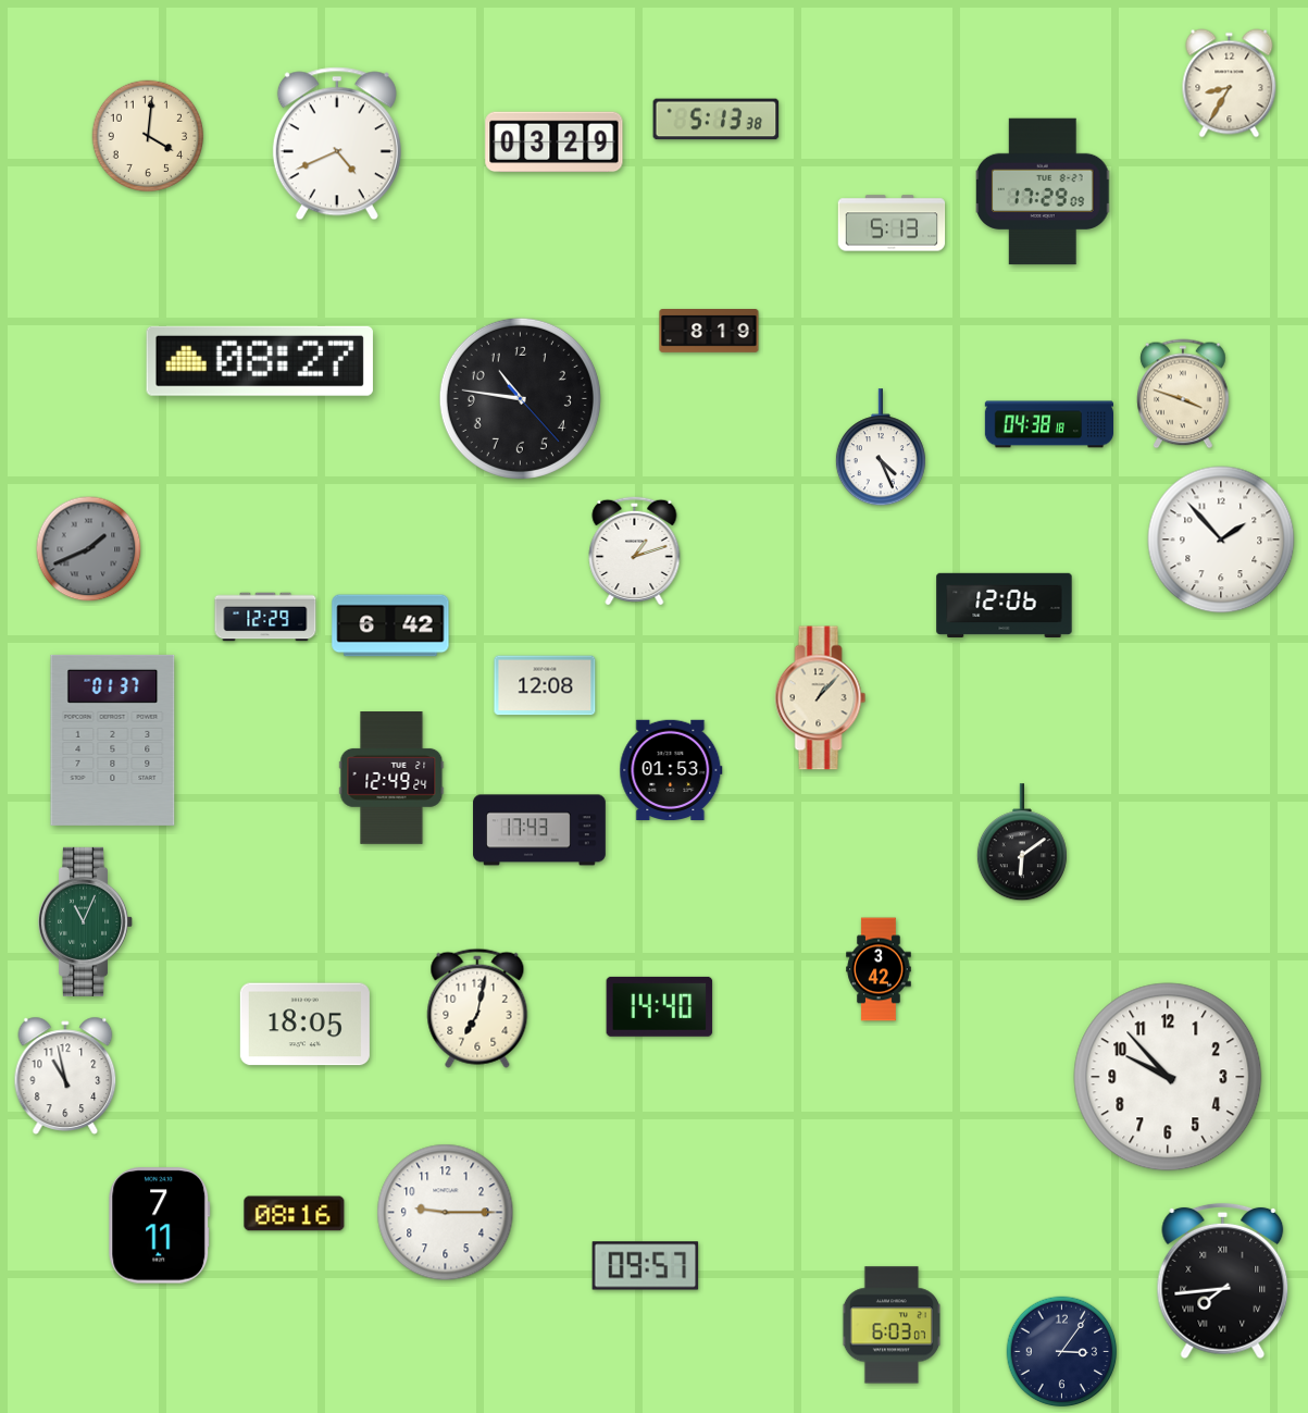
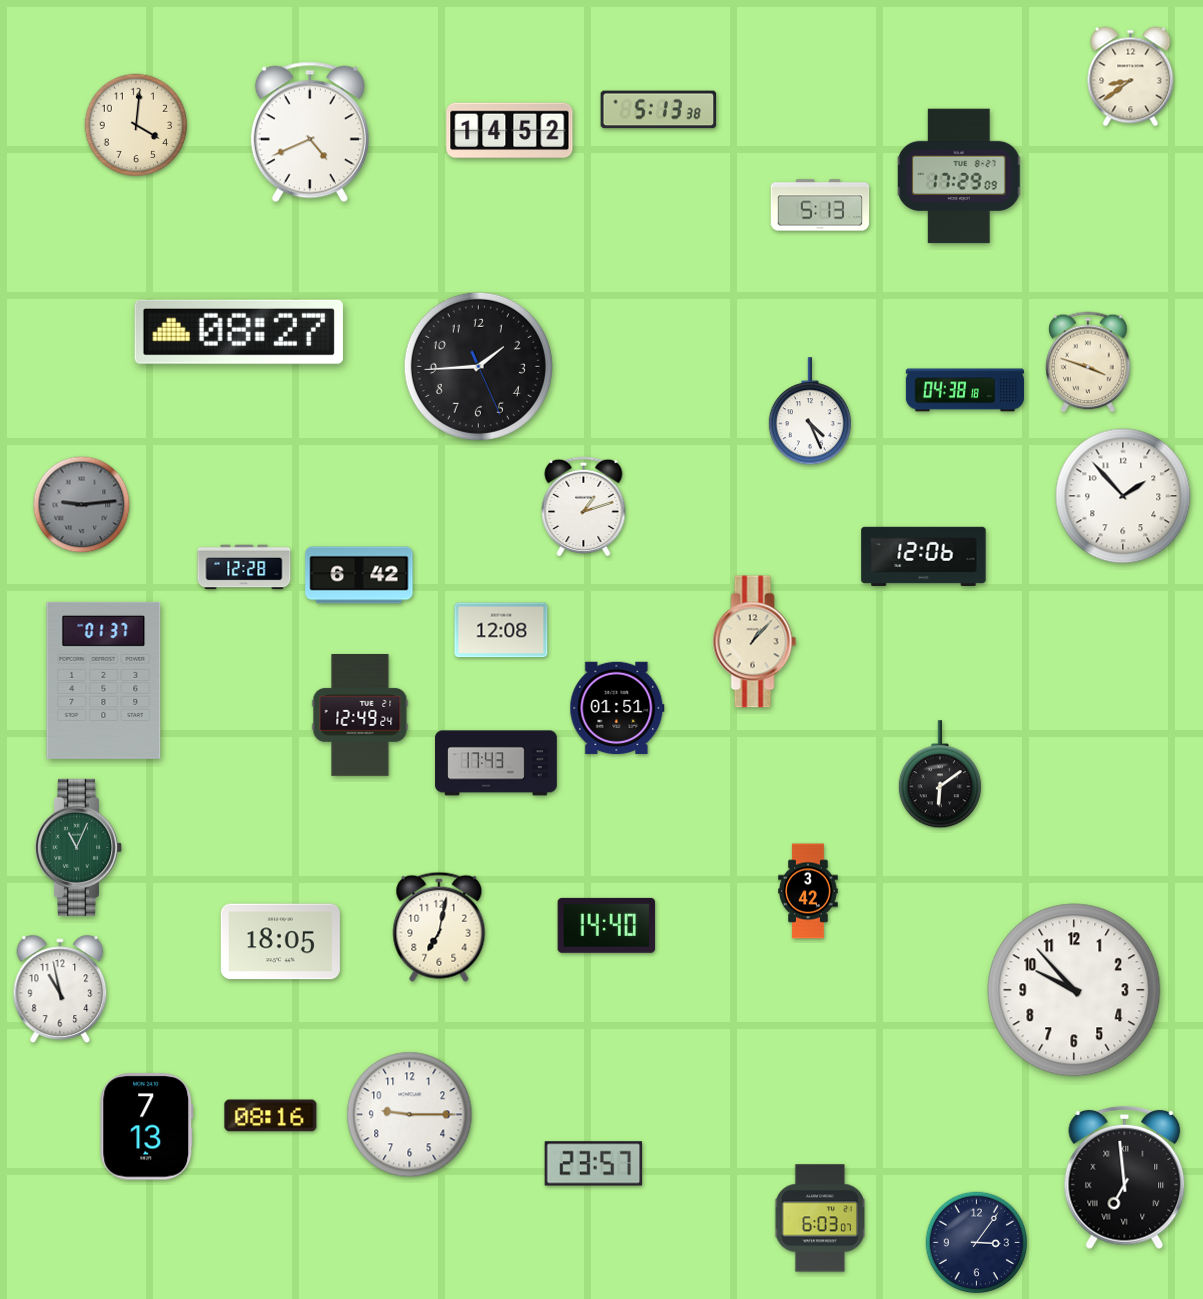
clock at (1230, 84): 8:35 -> 8:39
clock at (555, 142): 03:29 -> 14:52
clock at (709, 331): 8:19 -> none
clock at (520, 398): 10:46 -> 1:44
clock at (89, 549): 1:41 -> 9:14
clock at (265, 617): 12:29 -> 12:28
clock at (671, 770): 01:53 -> 01:51
clock at (160, 1226): 7:11 -> 7:13
clock at (646, 1266): 09:57 -> 23:57
clock at (1223, 1281): 7:44 -> 6:59
